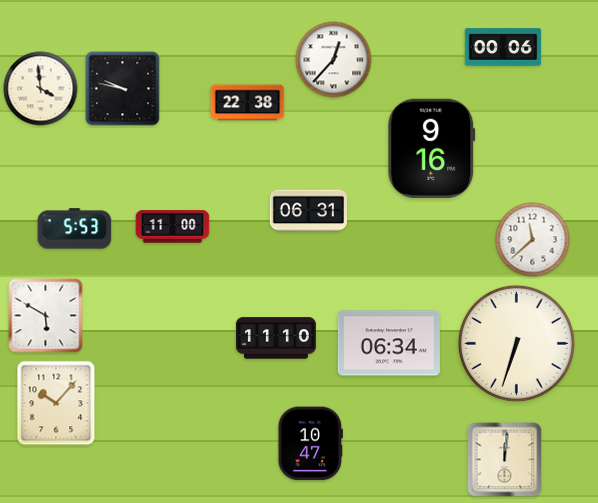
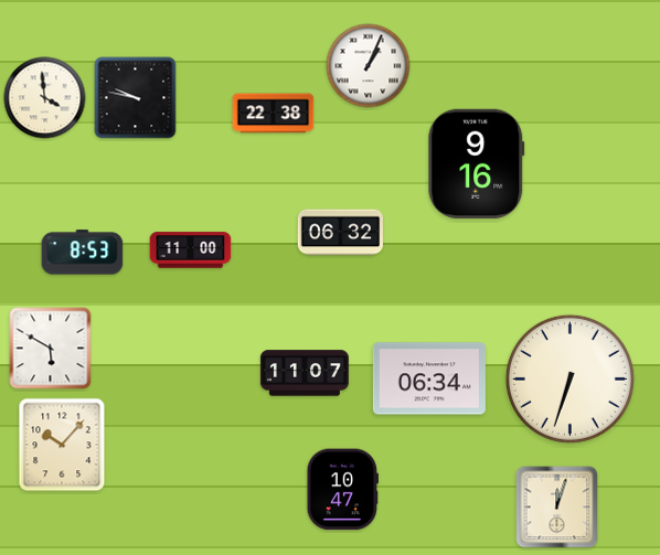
clock at (503, 47): 00:06 -> none
clock at (334, 60): 12:37 -> 1:04
clock at (308, 211): 06:31 -> 06:32
clock at (75, 229): 5:53 -> 8:53
clock at (533, 240): 11:38 -> none
clock at (276, 338): 11:10 -> 11:07
clock at (505, 460): 12:01 -> 12:03
